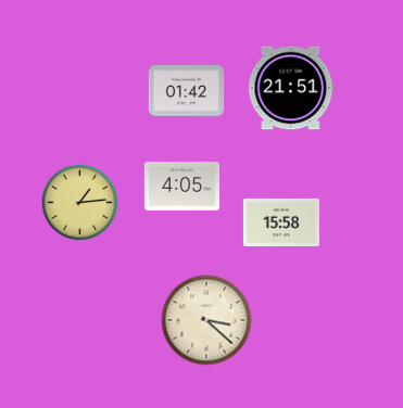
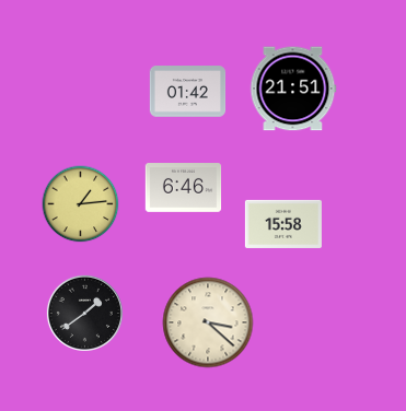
clock at (182, 187): 4:05 -> 6:46
clock at (84, 313): none -> 1:39
